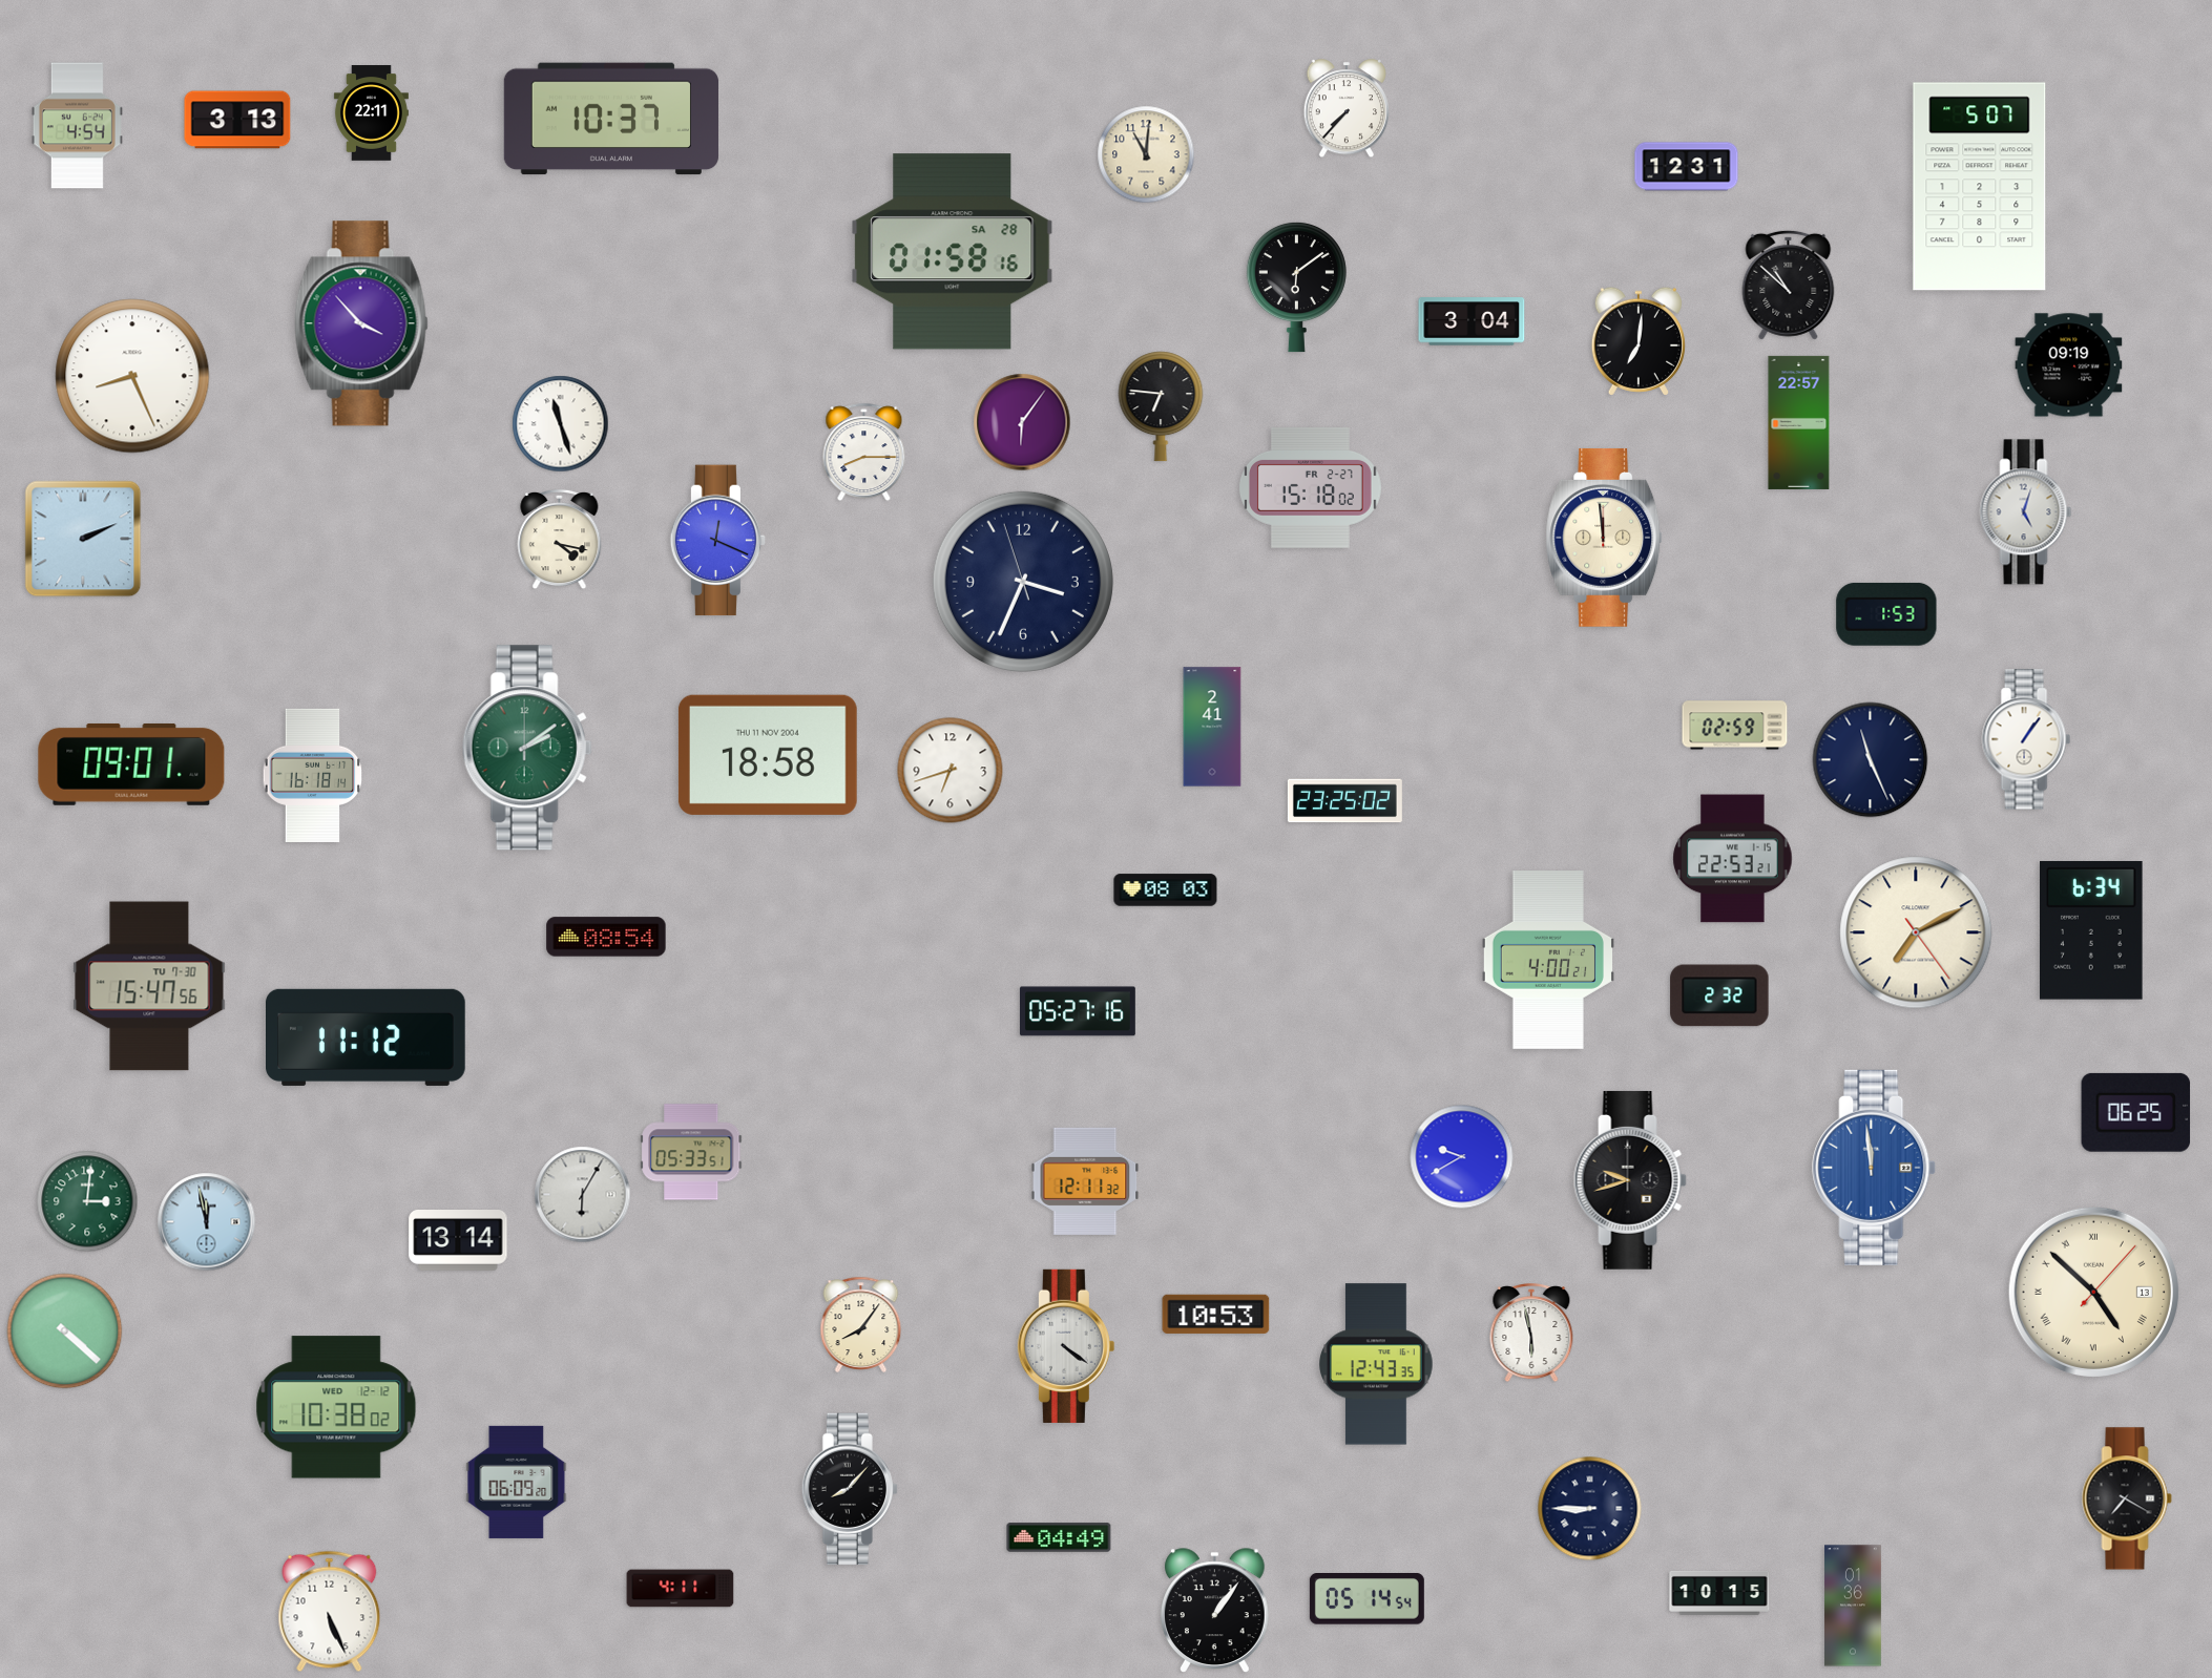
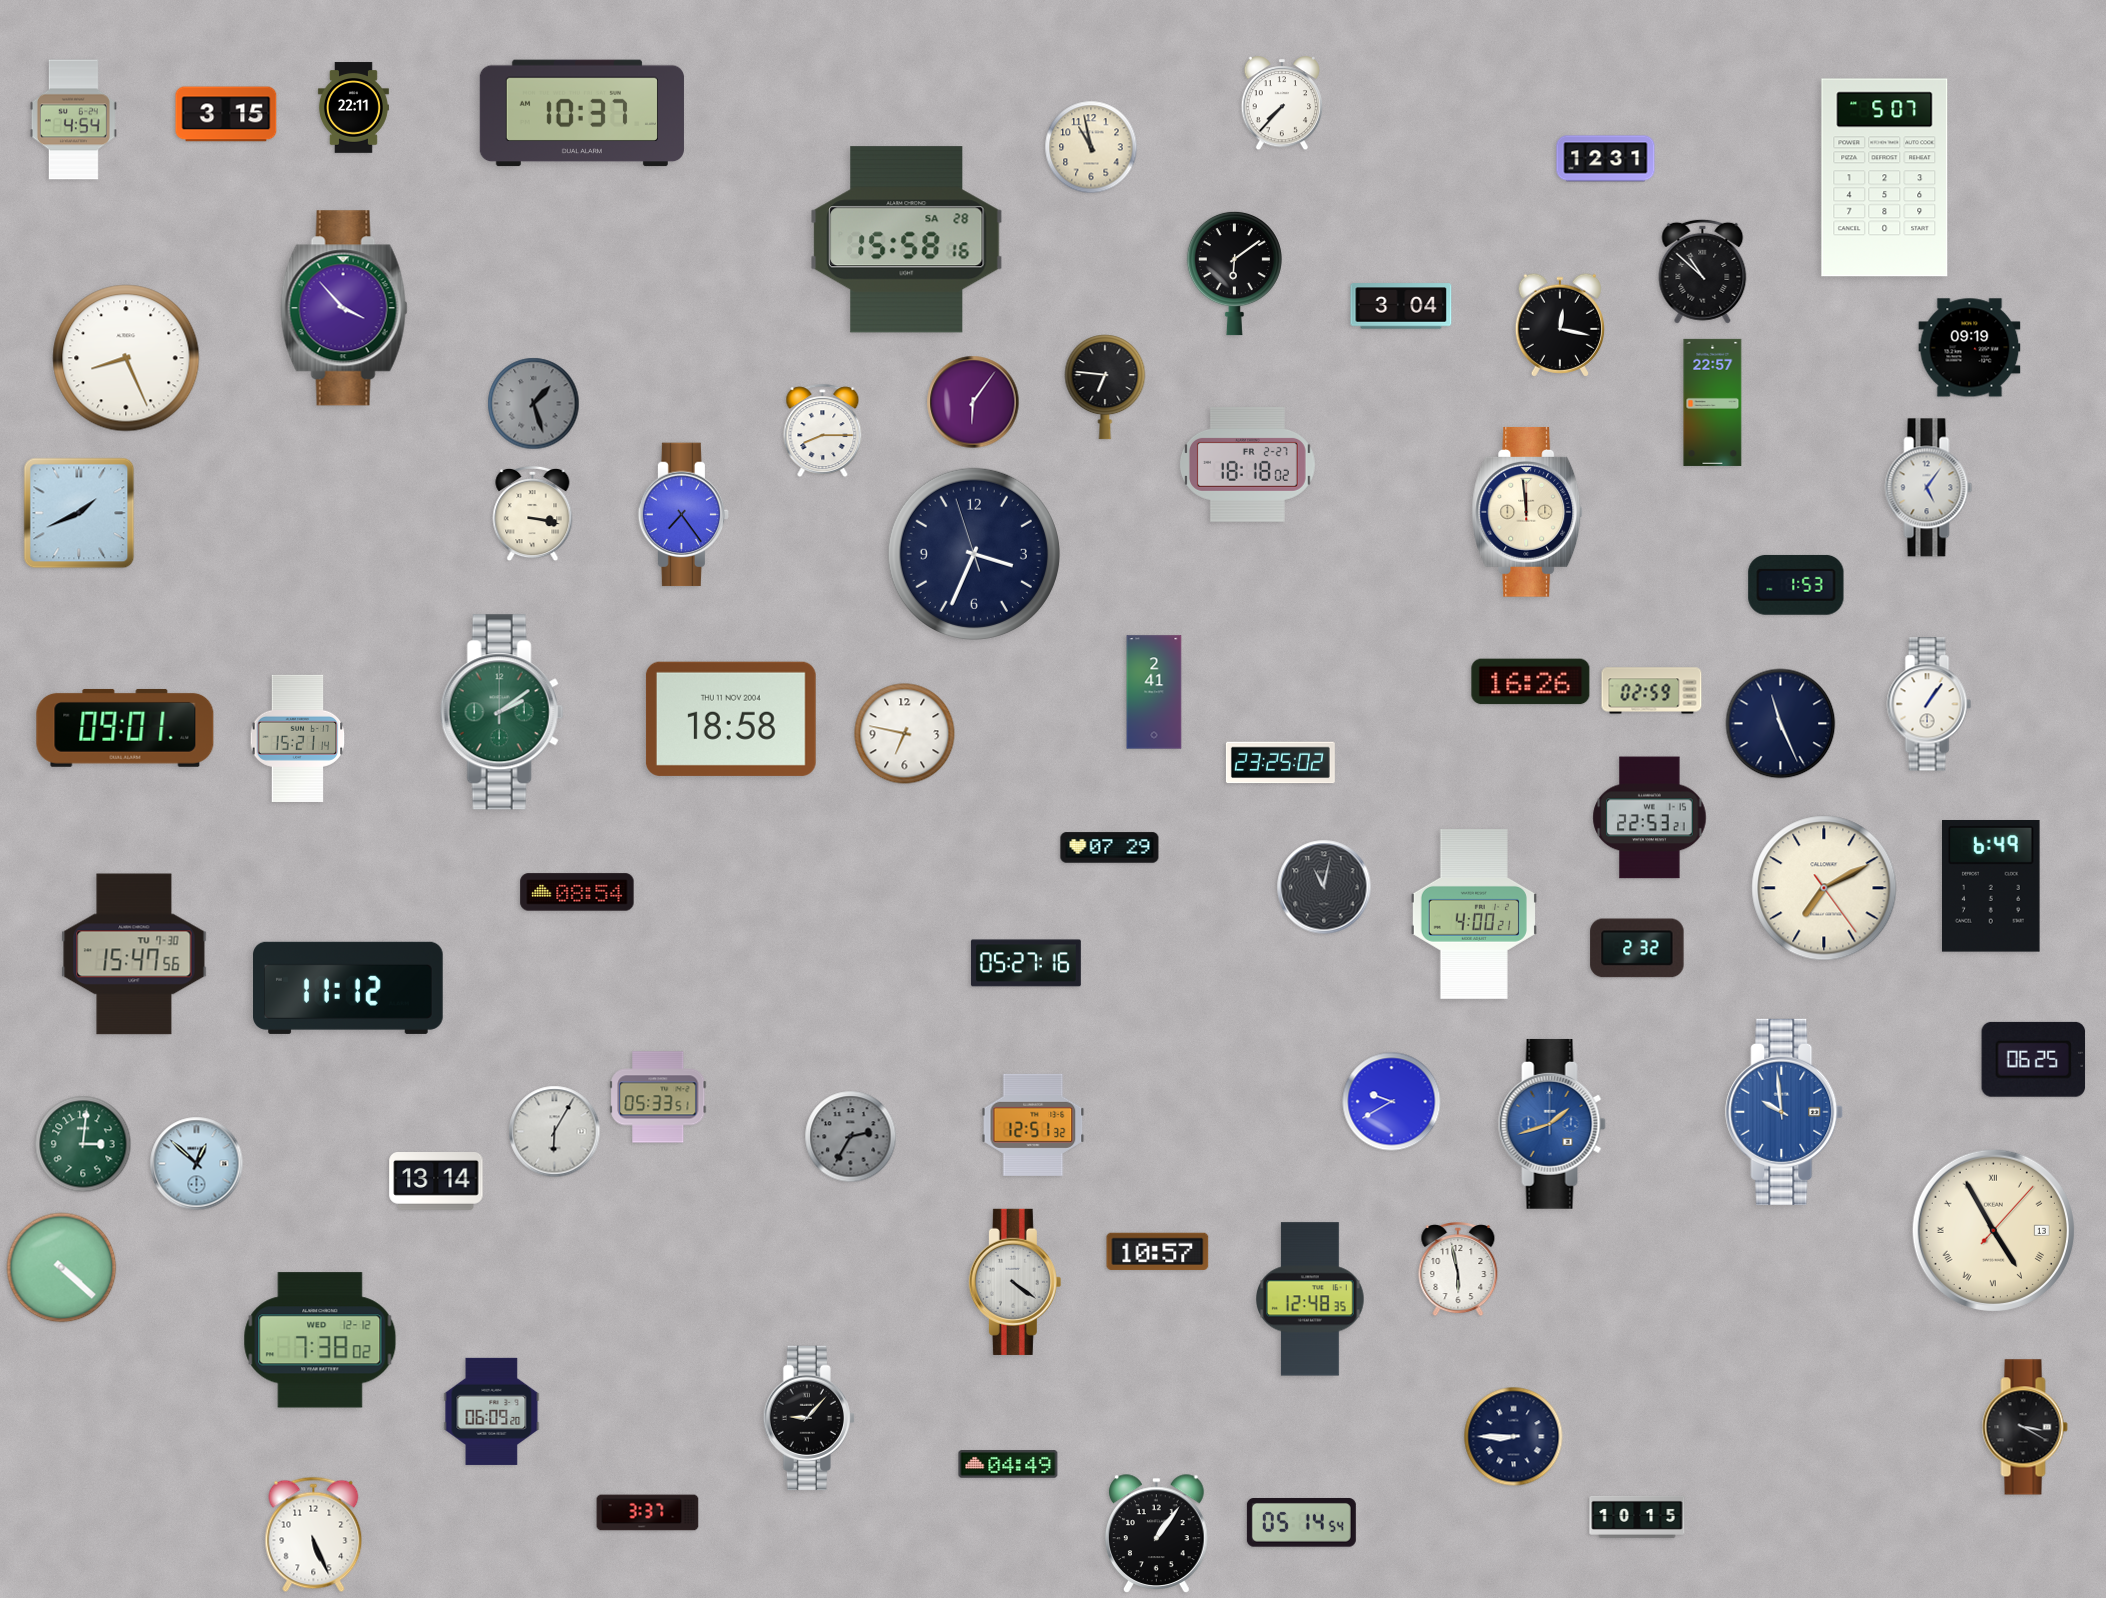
clock at (237, 120): 3:13 -> 3:15
clock at (1146, 154): 11:01 -> 10:58
clock at (953, 252): 01:58 -> 15:58
clock at (1639, 341): 7:01 -> 12:17
clock at (561, 424): 11:27 -> 1:27
clock at (561, 424) dial: white -> grey
clock at (1310, 487): 15:18 -> 18:18
clock at (2026, 512): 5:03 -> 5:06
clock at (83, 539): 2:11 -> 1:41
clock at (560, 540): 4:17 -> 3:17
clock at (718, 541): 12:19 -> 7:24
clock at (1531, 682): none -> 16:26
clock at (951, 771): 6:42 -> 6:47
clock at (313, 775): 16:18 -> 15:21
clock at (1166, 890): 08:03 -> 07:29
clock at (1324, 887): none -> 11:02
clock at (2091, 931): 6:34 -> 6:49
clock at (149, 986) position: (149, 986) -> (134, 954)
clock at (1875, 1168): 11:59 -> 9:59
clock at (1630, 1180): 9:42 -> 1:42
clock at (1630, 1180) dial: black -> blue
clock at (1085, 1181): 12:11 -> 12:51
clock at (851, 1137): none -> 2:35
clock at (583, 1195) position: (583, 1195) -> (555, 1132)
clock at (207, 1222): 11:58 -> 12:52
clock at (2093, 1292): 4:52 -> 4:55
clock at (1216, 1314): 10:53 -> 10:57
clock at (861, 1324): 8:06 -> none
clock at (1376, 1364): 12:43 -> 12:48
clock at (336, 1407): 10:38 -> 7:38
clock at (849, 1489): 8:07 -> 9:07
clock at (2127, 1498): 7:20 -> 3:20
clock at (681, 1589): 4:11 -> 3:37
clock at (1853, 1606): 01:36 -> none
